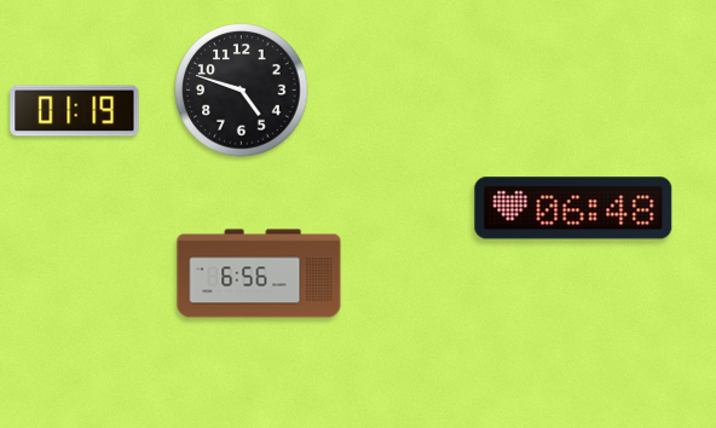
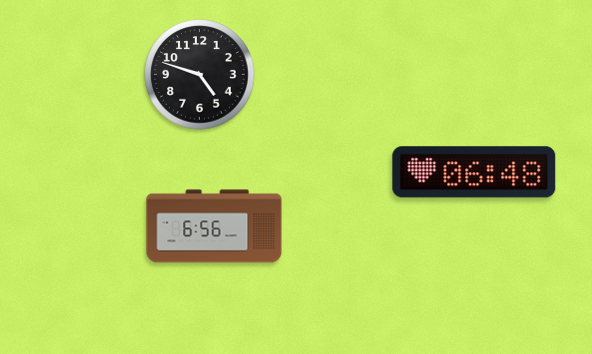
clock at (75, 111): 01:19 -> none
